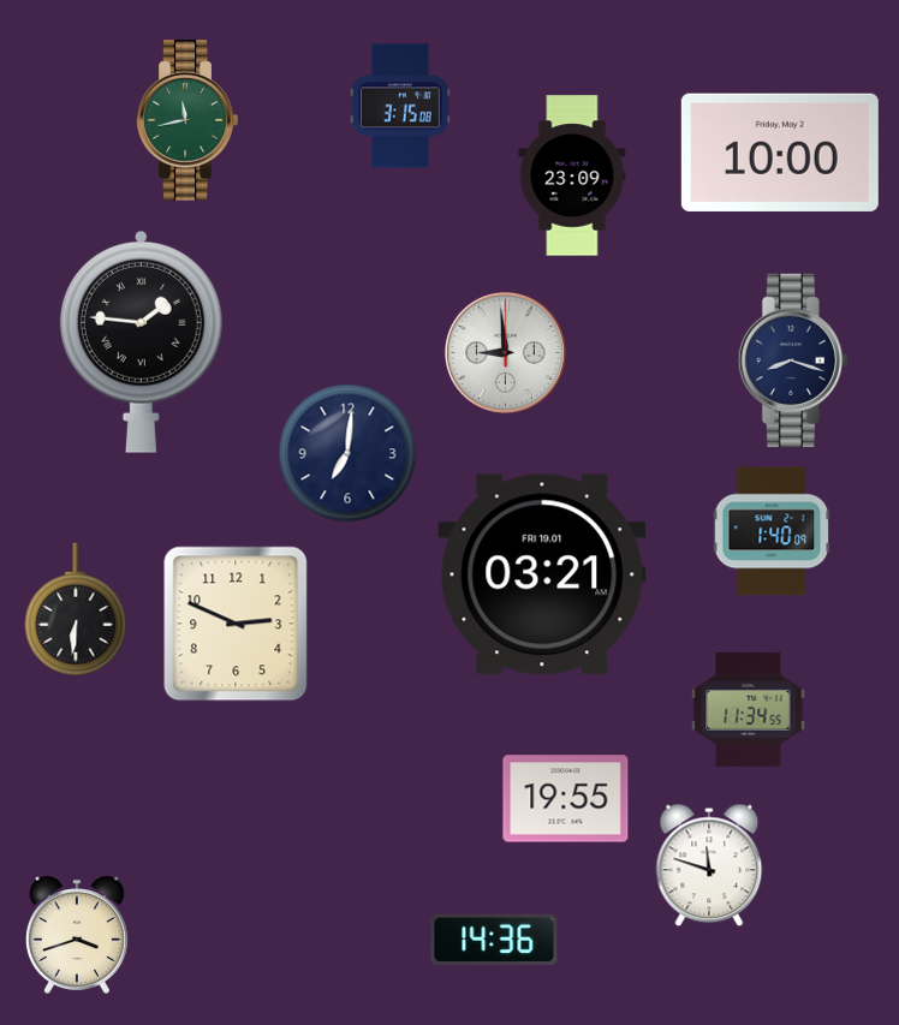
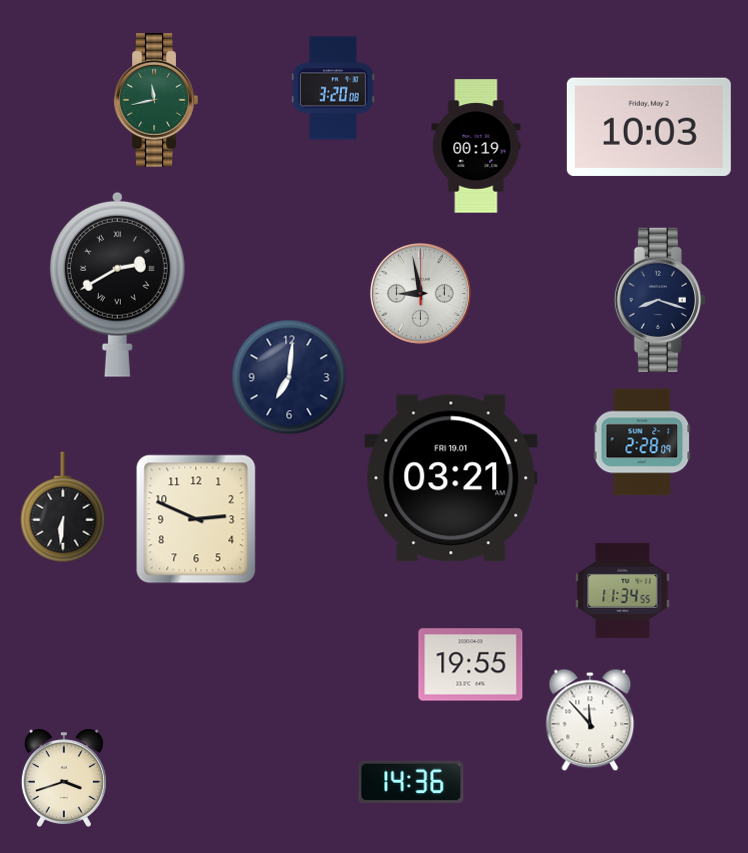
clock at (401, 106): 3:15 -> 3:20
clock at (780, 153): 10:00 -> 10:03
clock at (572, 175): 23:09 -> 00:19
clock at (141, 341): 1:46 -> 2:40
clock at (505, 352): 8:59 -> 8:58
clock at (772, 531): 1:40 -> 2:28
clock at (709, 865): 11:48 -> 11:53
